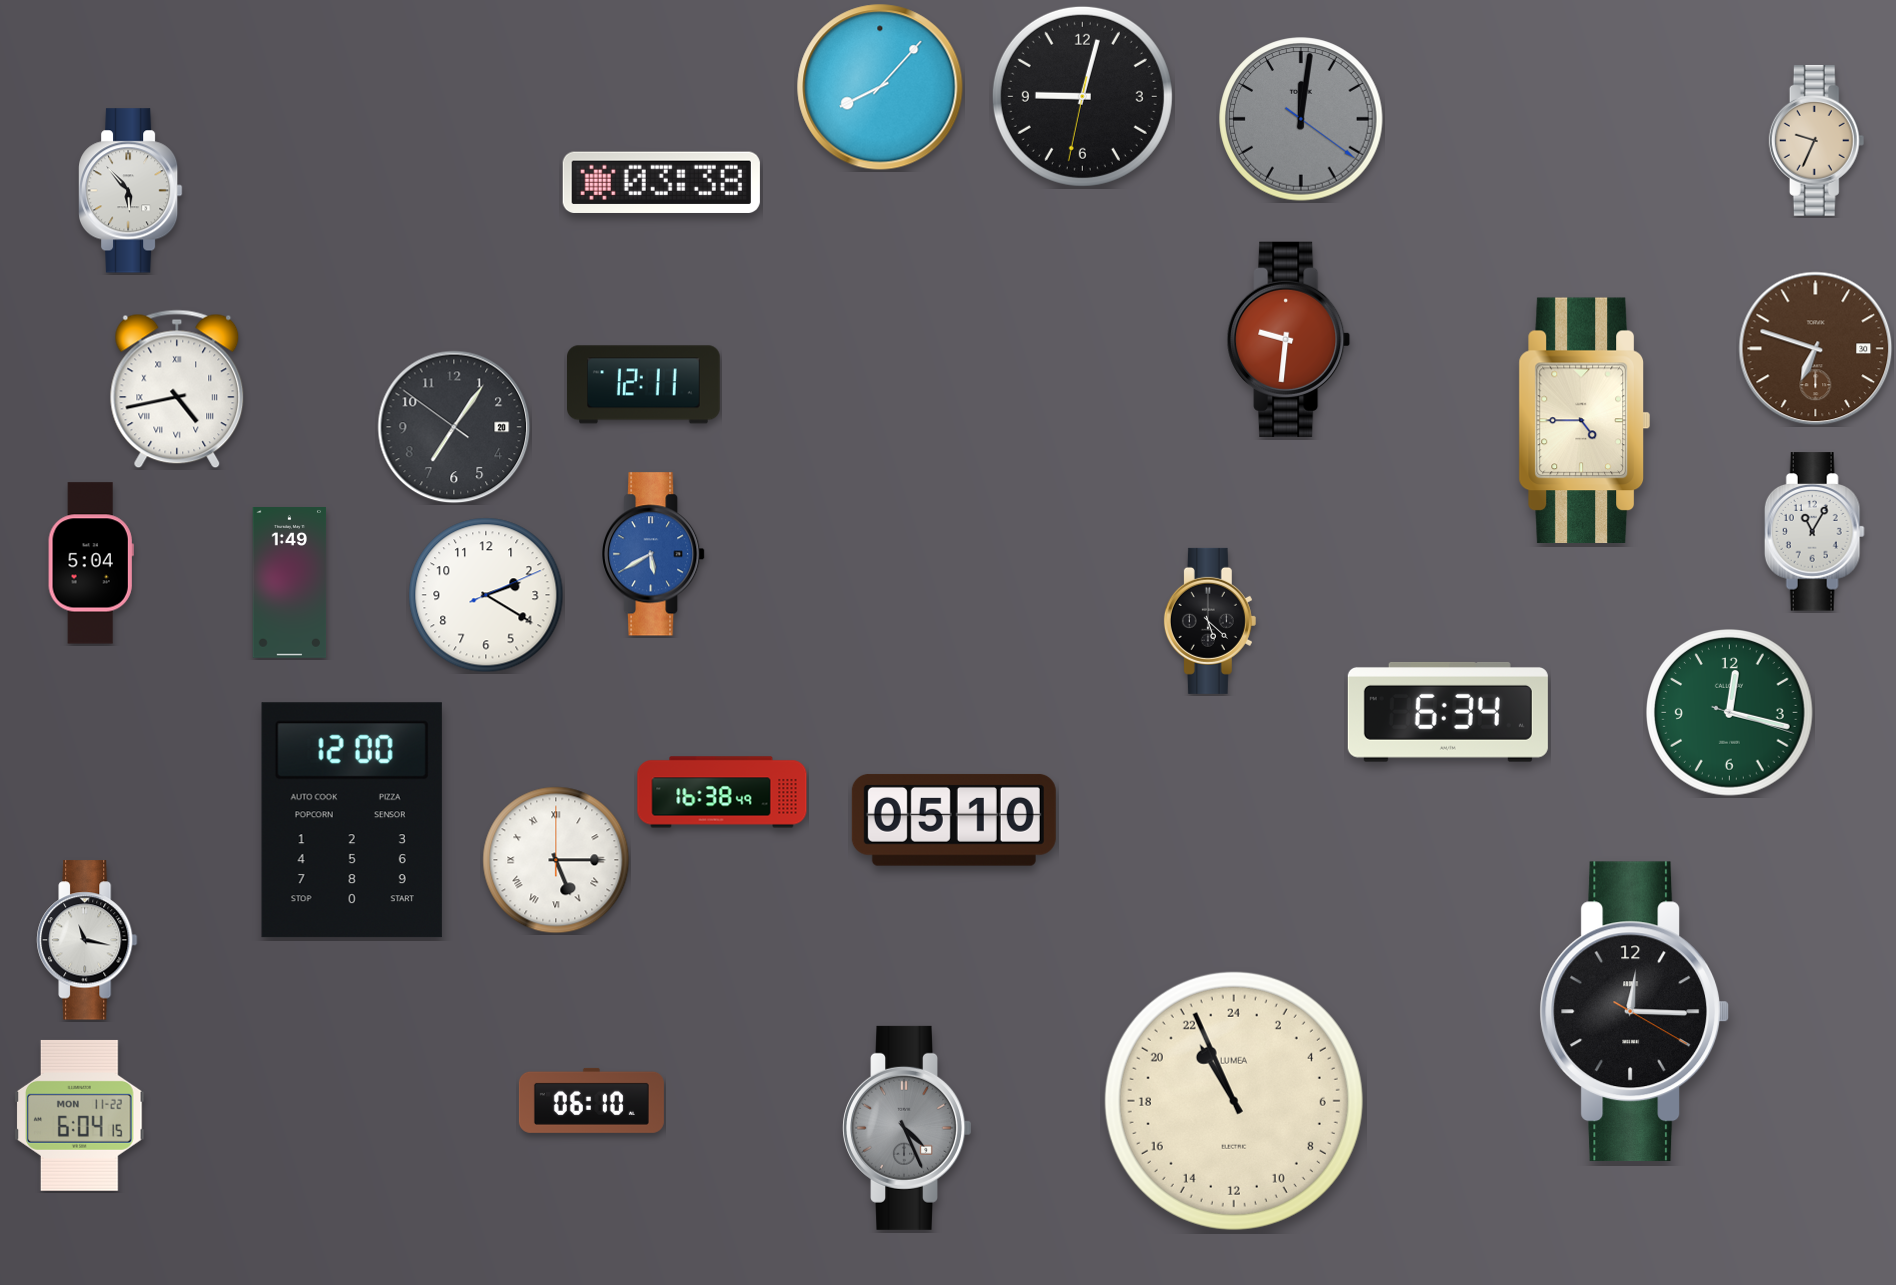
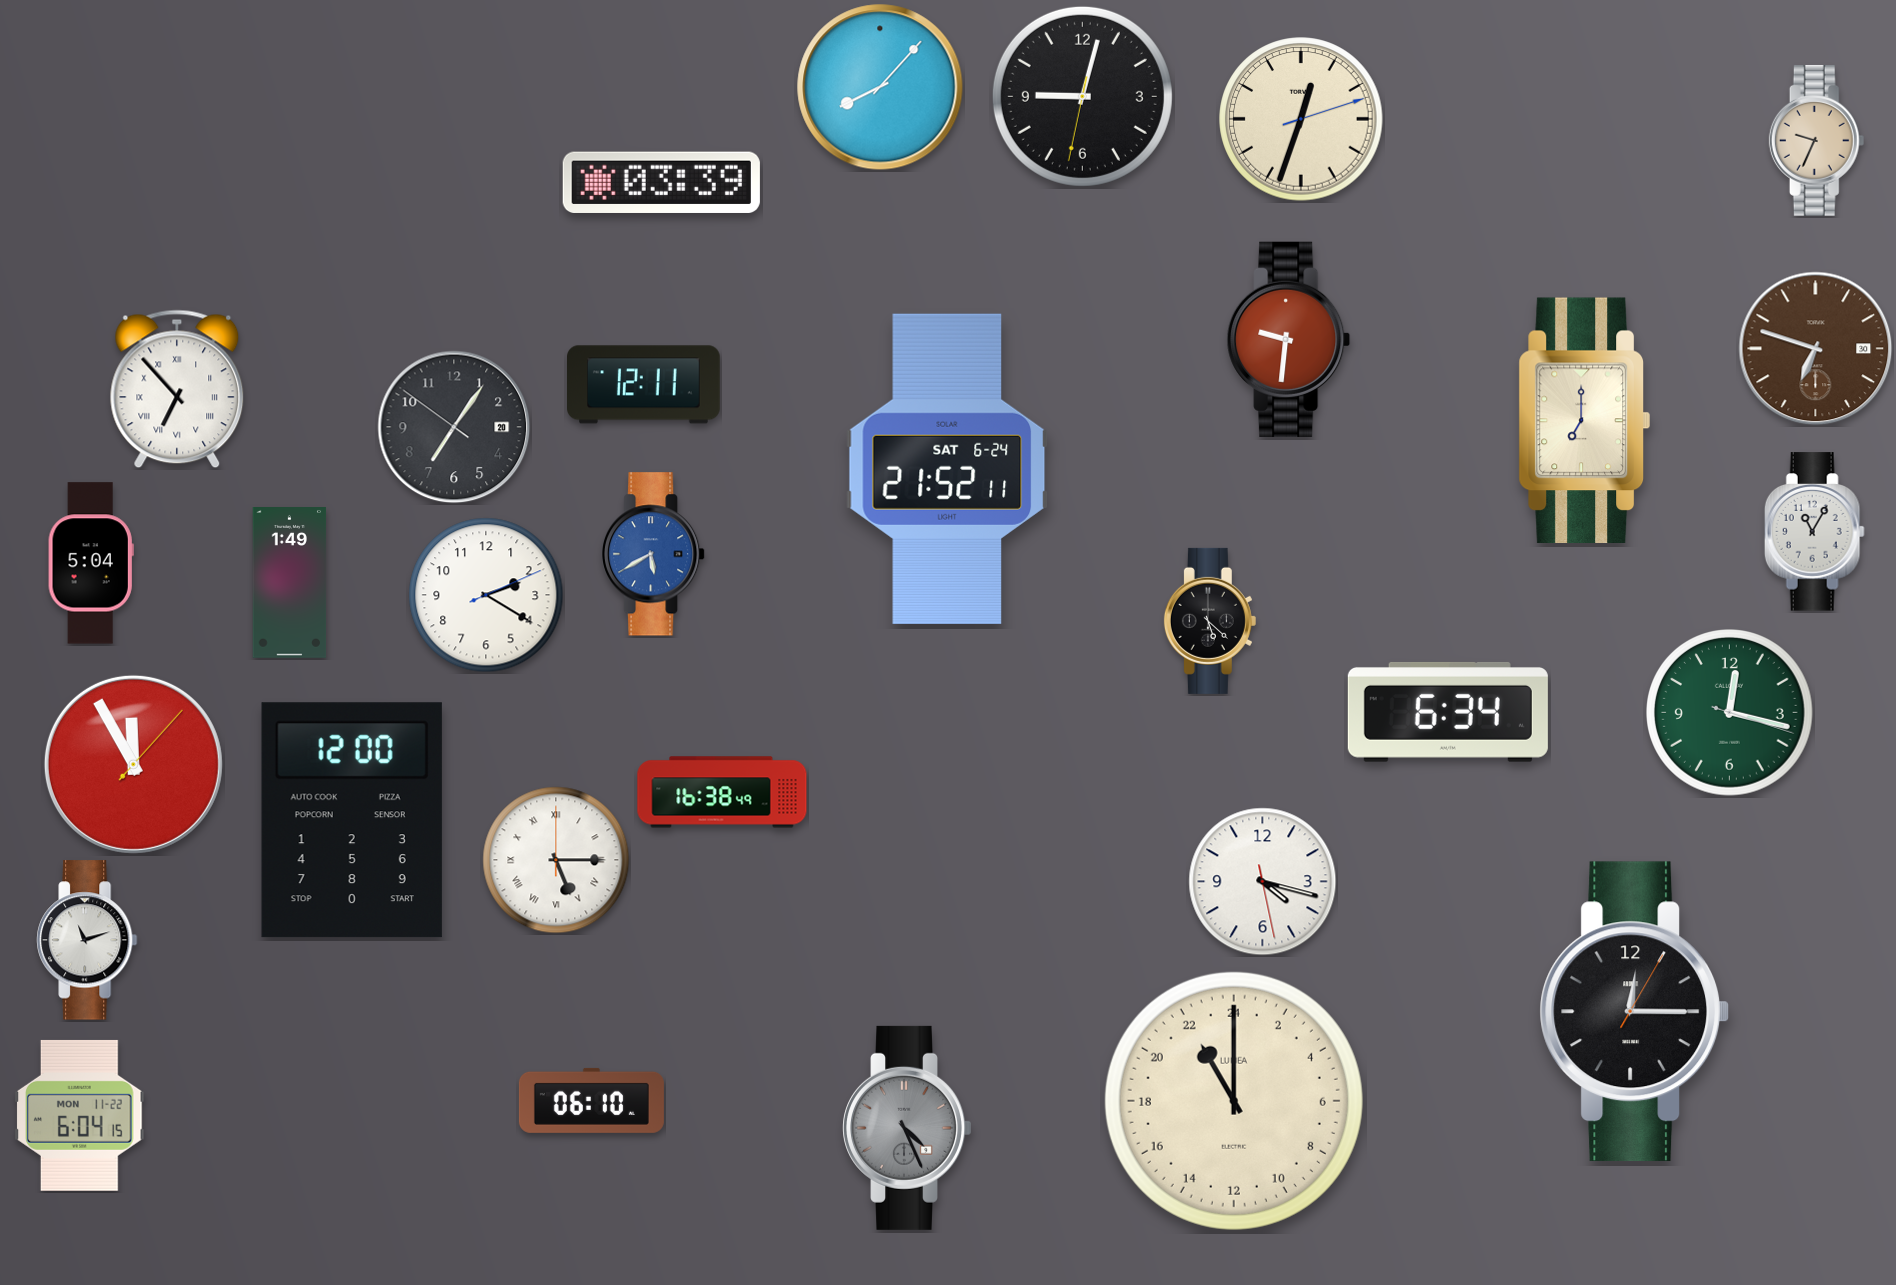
clock at (1301, 119): 12:01 -> 12:33
clock at (1301, 119) dial: grey -> cream
clock at (661, 182): 03:38 -> 03:39
clock at (131, 191): 5:53 -> none
clock at (177, 389): 4:43 -> 6:53
clock at (1584, 420): 4:45 -> 7:00
clock at (947, 469): none -> 21:52
clock at (133, 764): none -> 11:55
clock at (954, 820): 05:10 -> none
clock at (1263, 882): none -> 4:17
clock at (88, 940): 11:17 -> 11:12
clock at (1634, 1012): 12:15:20 -> 12:15:05
clock at (1234, 1101): 21:56 -> 22:00
